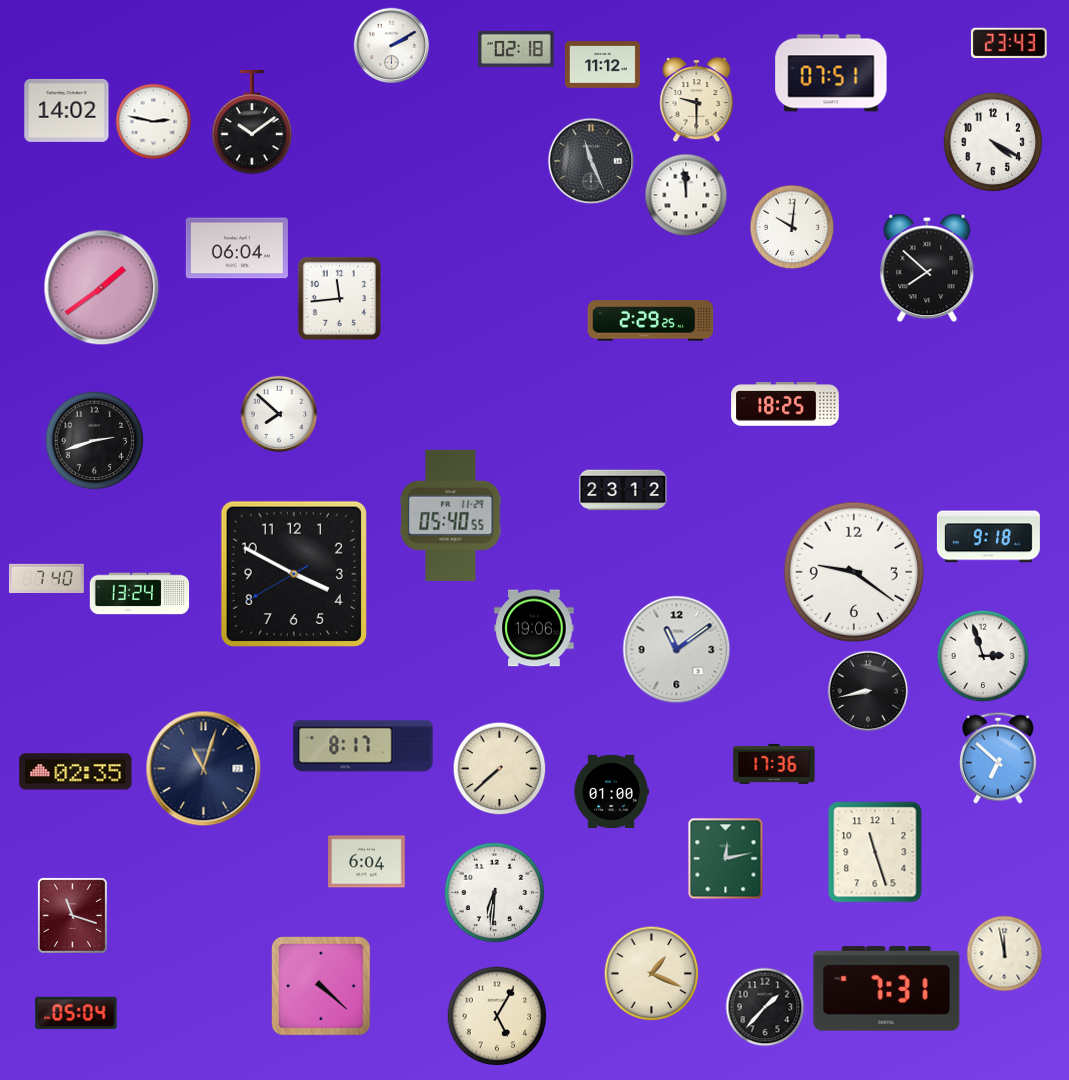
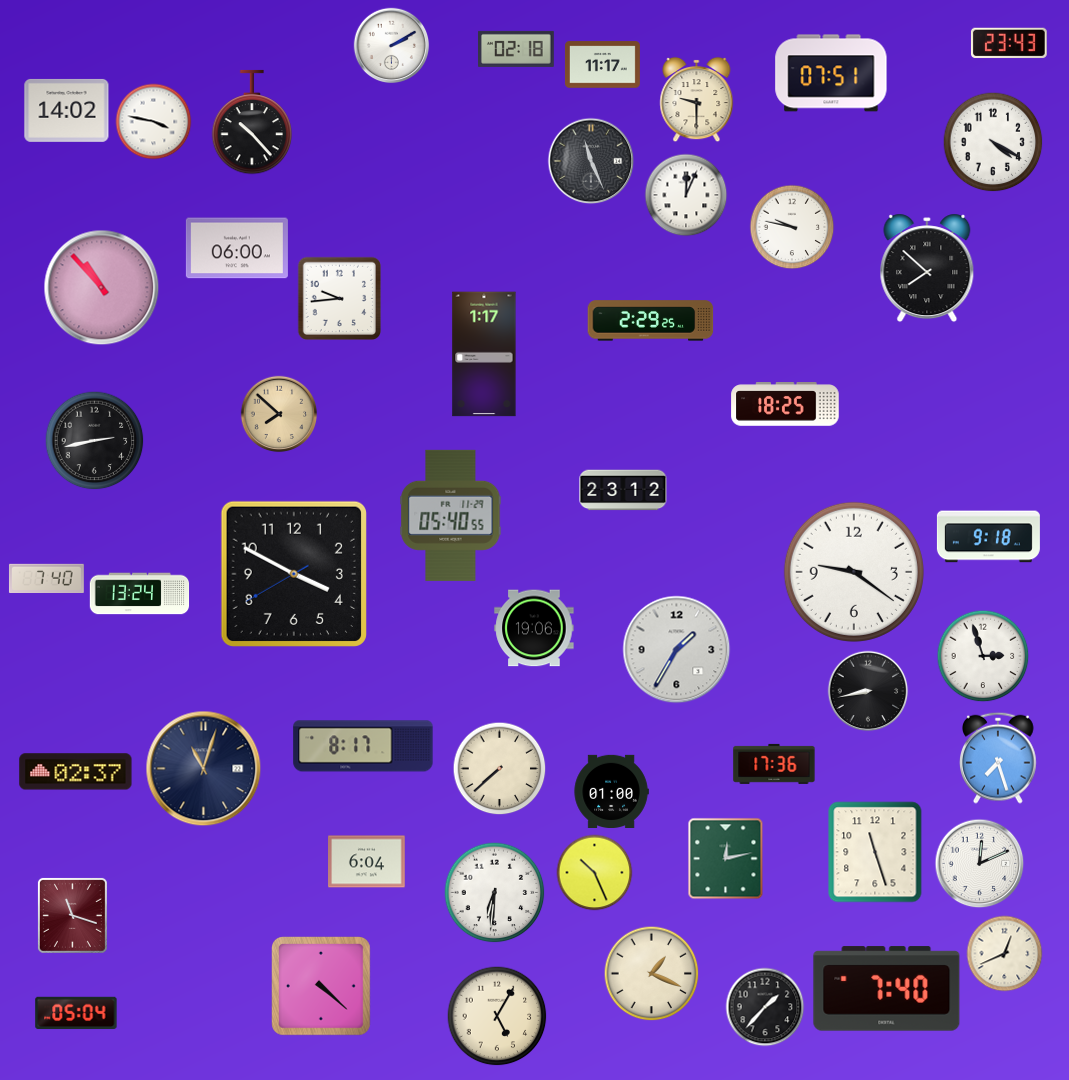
clock at (602, 65): 11:12 -> 11:17
clock at (154, 122): 2:47 -> 3:47
clock at (252, 122): 10:09 -> 10:23
clock at (686, 195): 11:59 -> 12:04
clock at (792, 227): 10:01 -> 9:47
clock at (237, 248): 06:04 -> 06:00
clock at (102, 288): 1:39 -> 10:53
clock at (339, 298): 11:44 -> 9:44
clock at (484, 354): none -> 1:17
clock at (279, 414) dial: white -> champagne
clock at (95, 441): 2:42 -> 2:43
clock at (677, 650): 11:09 -> 1:35
clock at (999, 758): 6:52 -> 7:27
clock at (76, 772): 02:35 -> 02:37
clock at (980, 864): none -> 12:11
clock at (595, 873): none -> 10:26
clock at (1005, 954): 11:58 -> 12:41
clock at (887, 989): 7:31 -> 7:40
